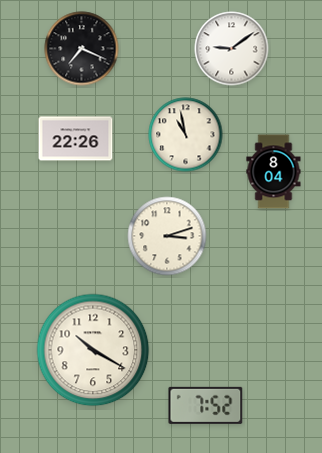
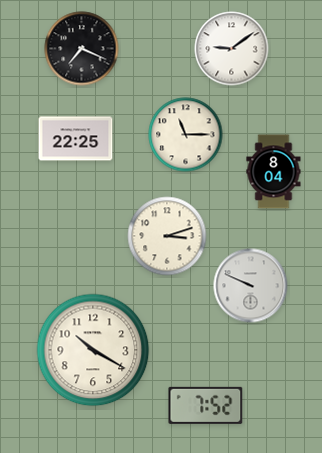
clock at (186, 135): 10:58 -> 11:15
clock at (76, 139): 22:26 -> 22:25
clock at (251, 286): none -> 9:49
